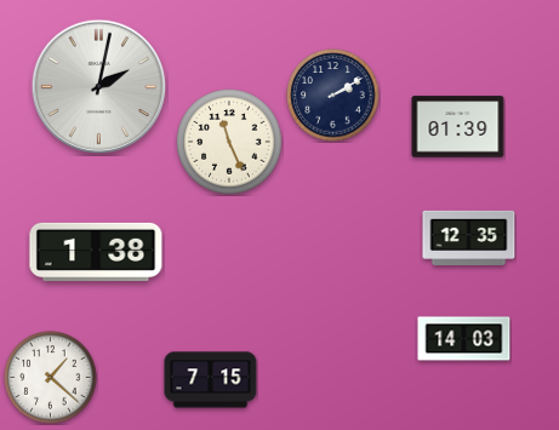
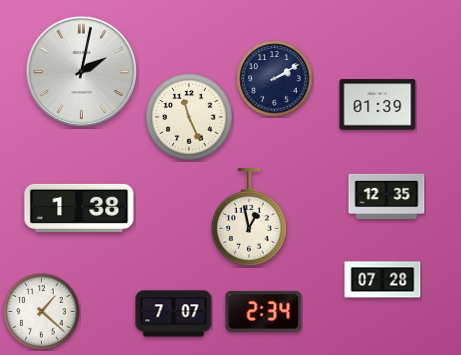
clock at (250, 217): none -> 12:58
clock at (464, 339): 14:03 -> 07:28
clock at (264, 311): none -> 2:34
clock at (211, 380): 7:15 -> 7:07
